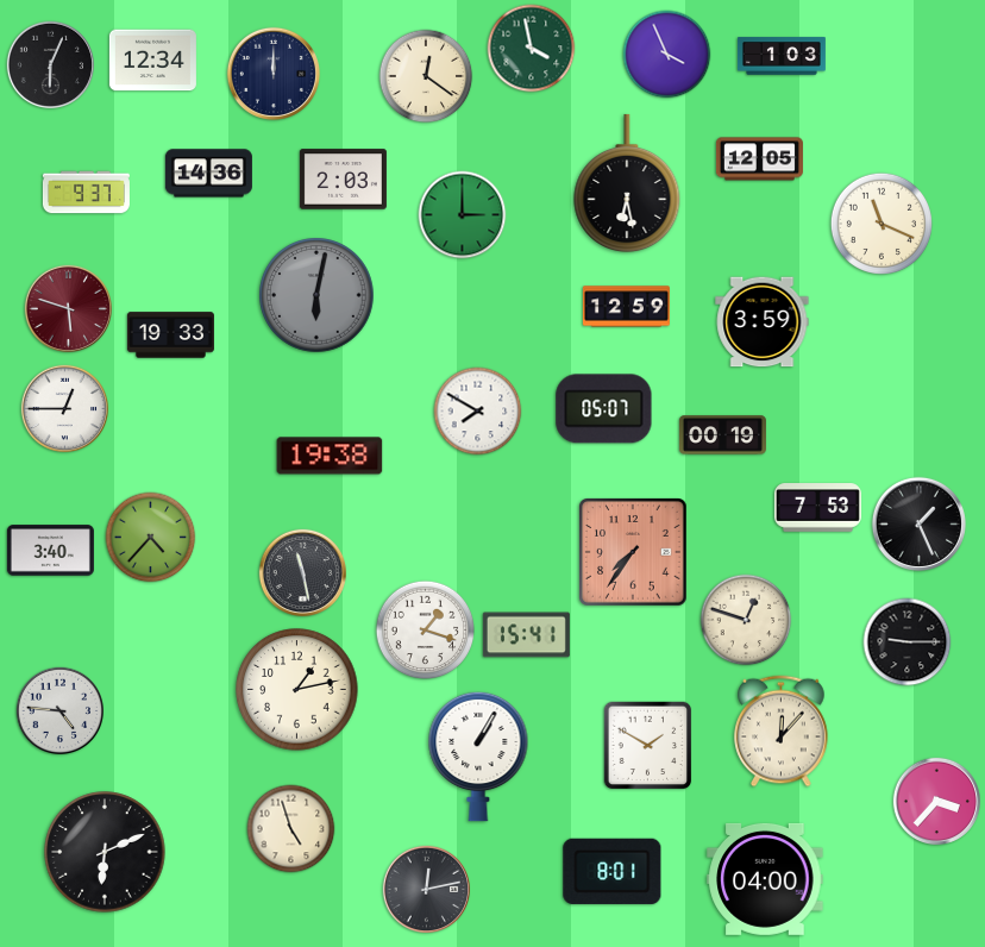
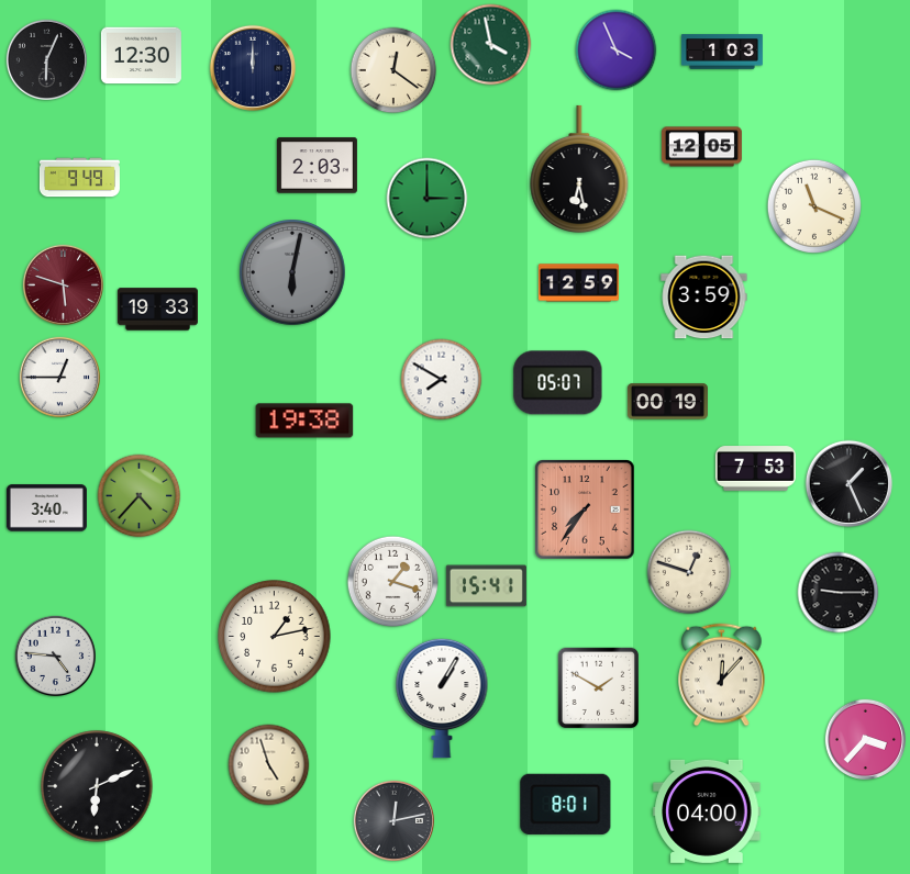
clock at (152, 61): 12:34 -> 12:30
clock at (208, 174): 14:36 -> none
clock at (86, 193): 9:37 -> 9:49
clock at (604, 409) position: (604, 409) -> (558, 383)
clock at (302, 572): 11:28 -> none
